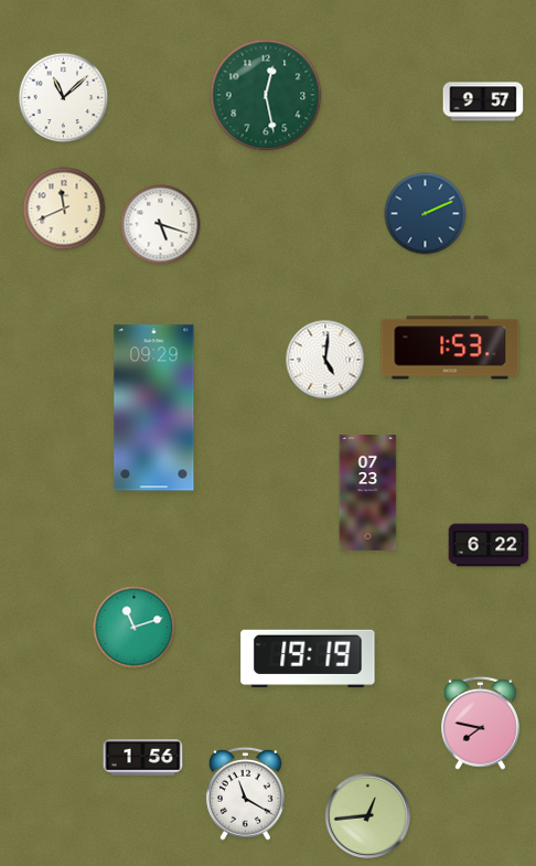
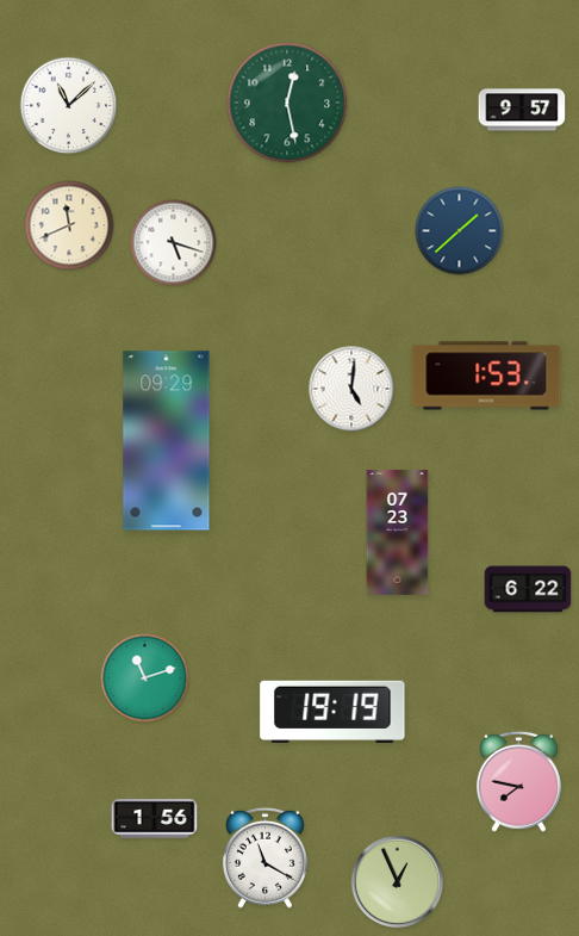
clock at (426, 214): 2:11 -> 1:38
clock at (368, 816): 12:44 -> 12:56
